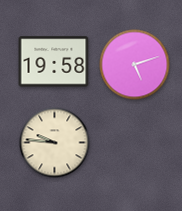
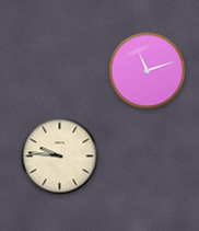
clock at (54, 62): 19:58 -> none
clock at (135, 65): 5:12 -> 11:12
